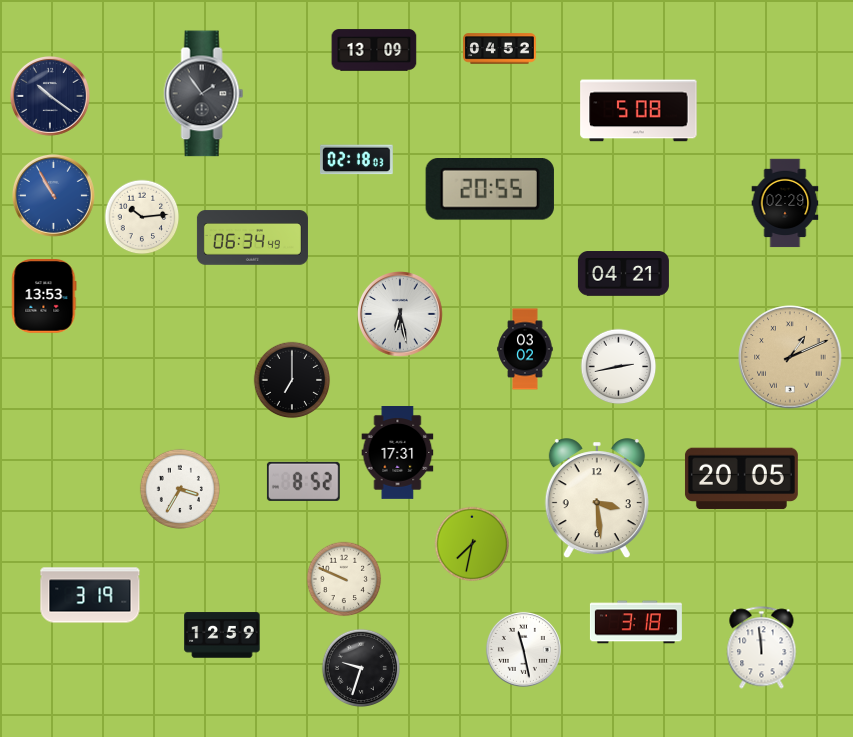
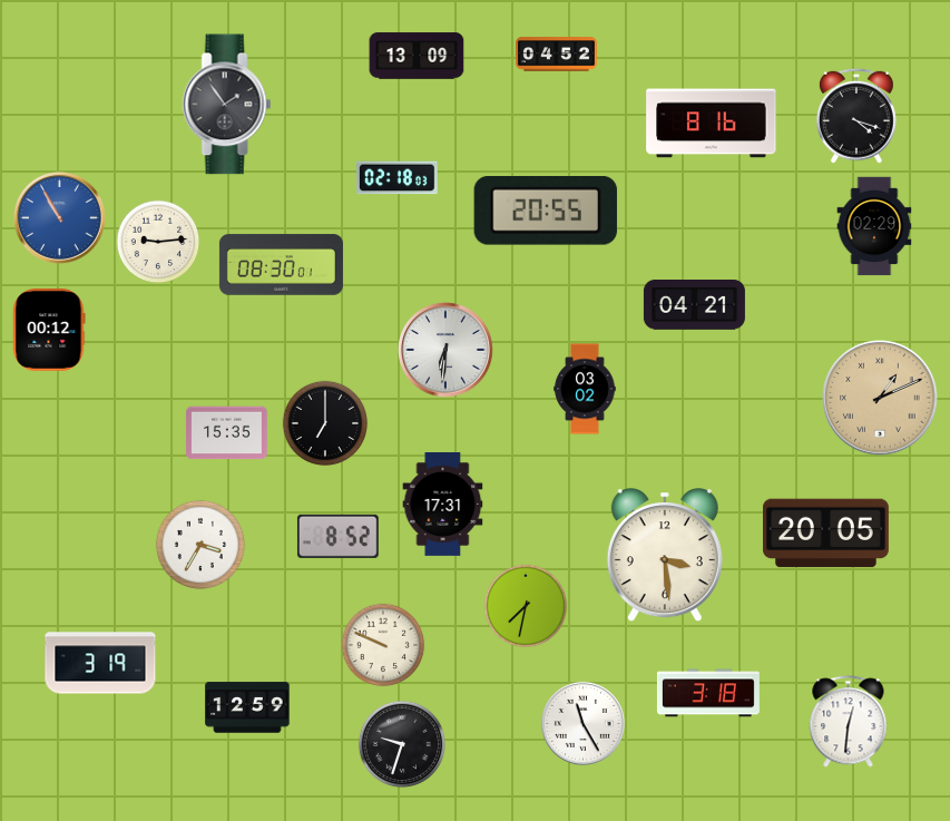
clock at (50, 96): 10:21 -> none
clock at (856, 116): none -> 4:18
clock at (639, 111): 5:08 -> 8:16
clock at (142, 217): 10:14 -> 9:14
clock at (252, 238): 06:34 -> 08:30
clock at (44, 296): 13:53 -> 00:12
clock at (401, 315): 6:28 -> 6:31
clock at (619, 367): 2:43 -> none
clock at (227, 433): none -> 15:35
clock at (762, 648): 11:59 -> 12:31
clock at (523, 649): 11:28 -> 11:25
